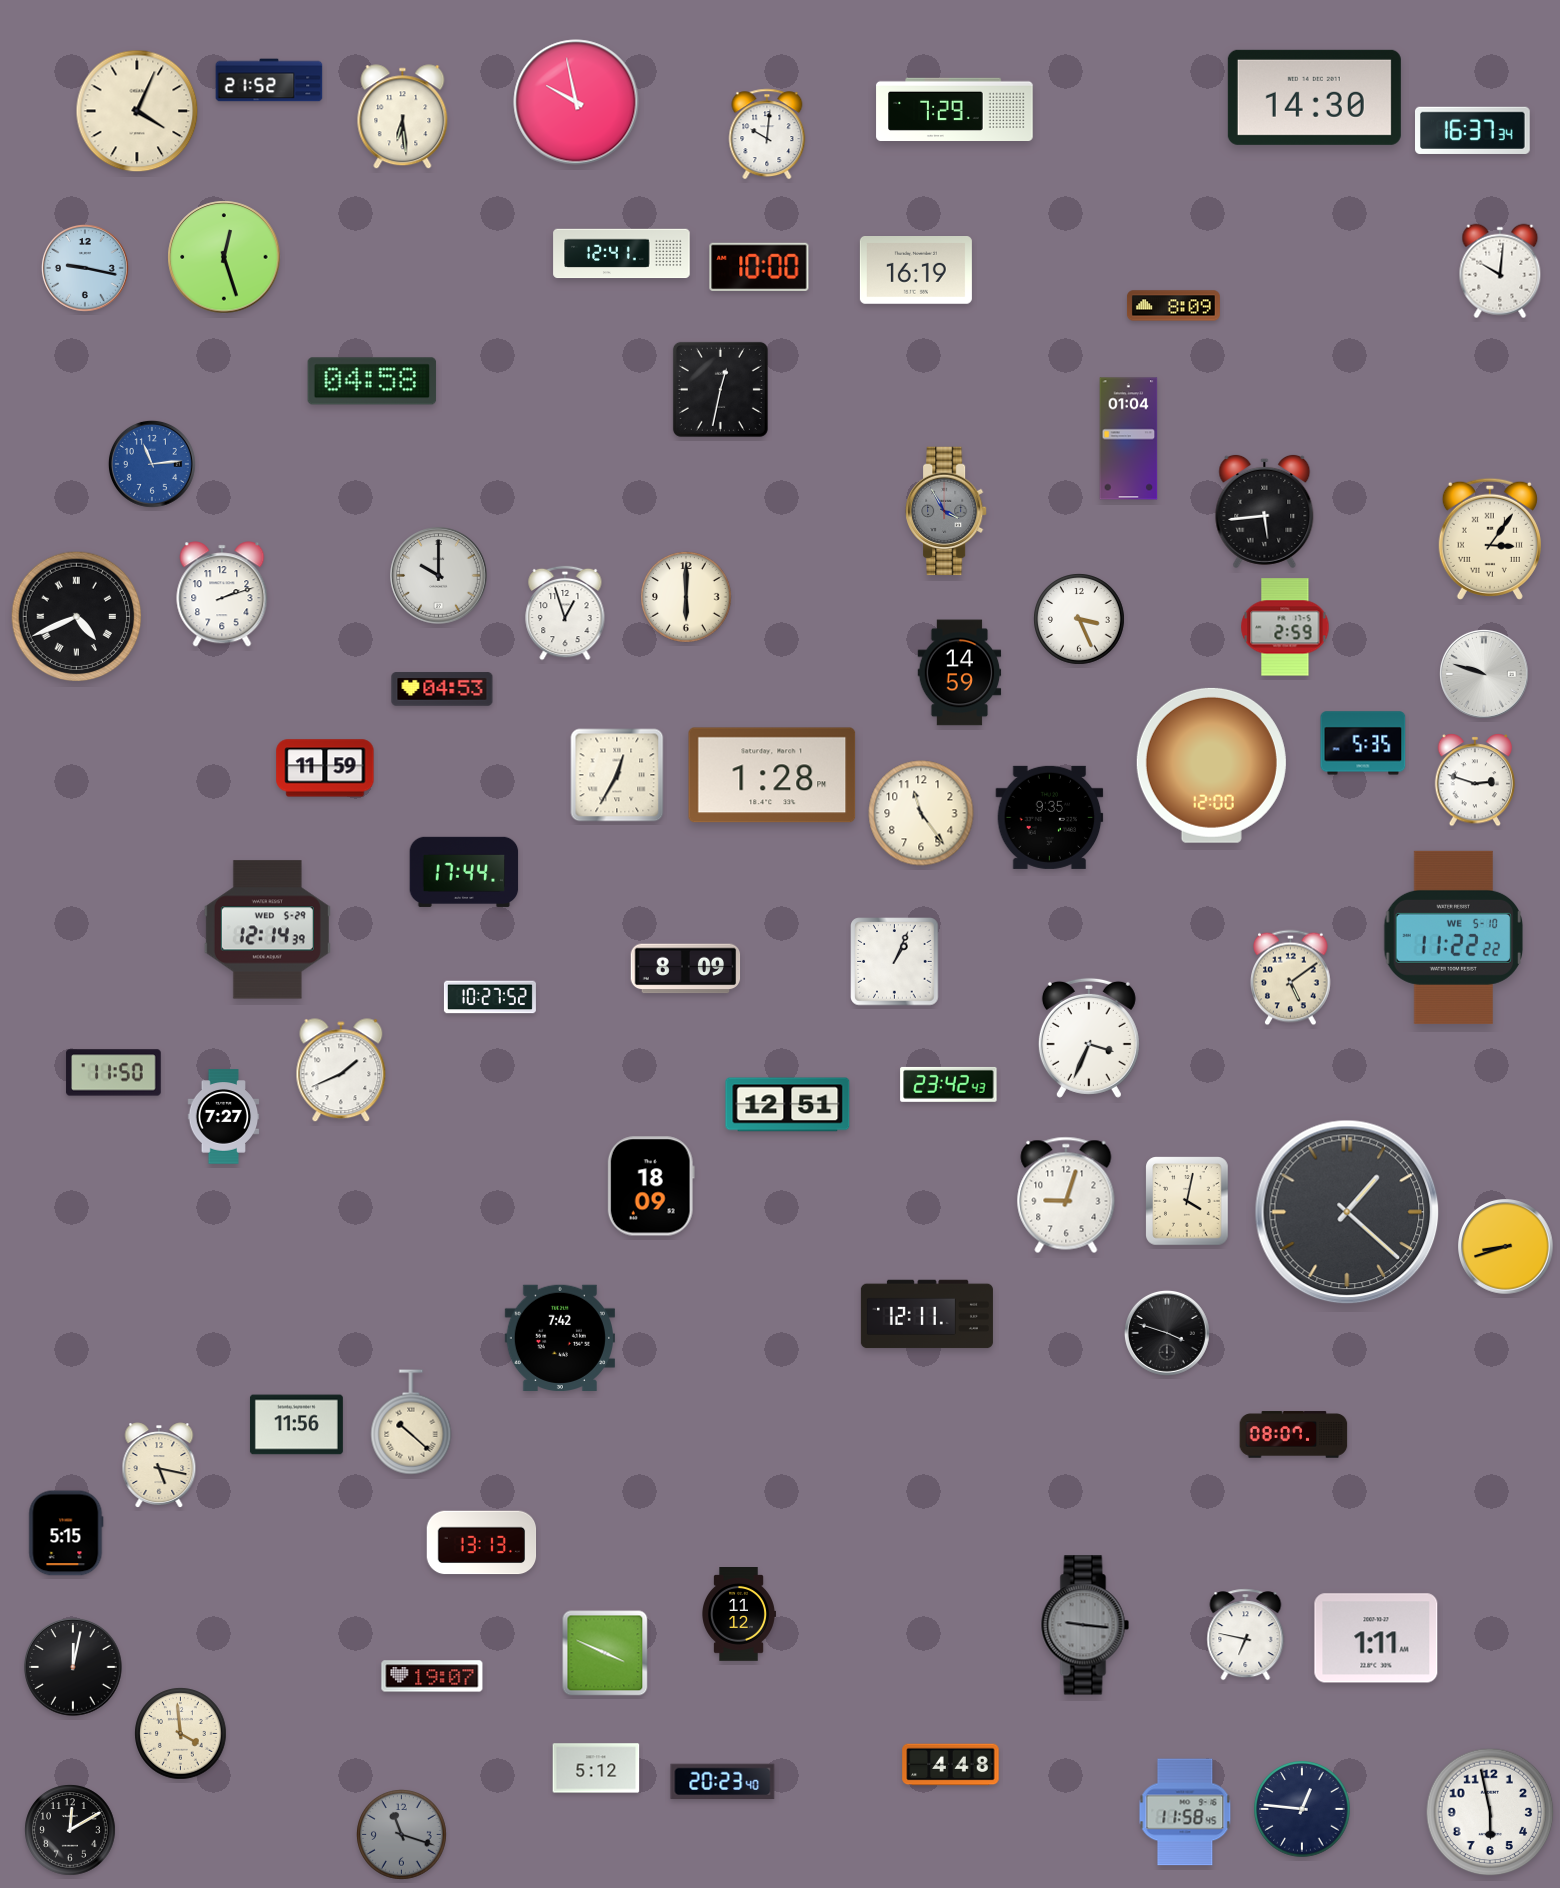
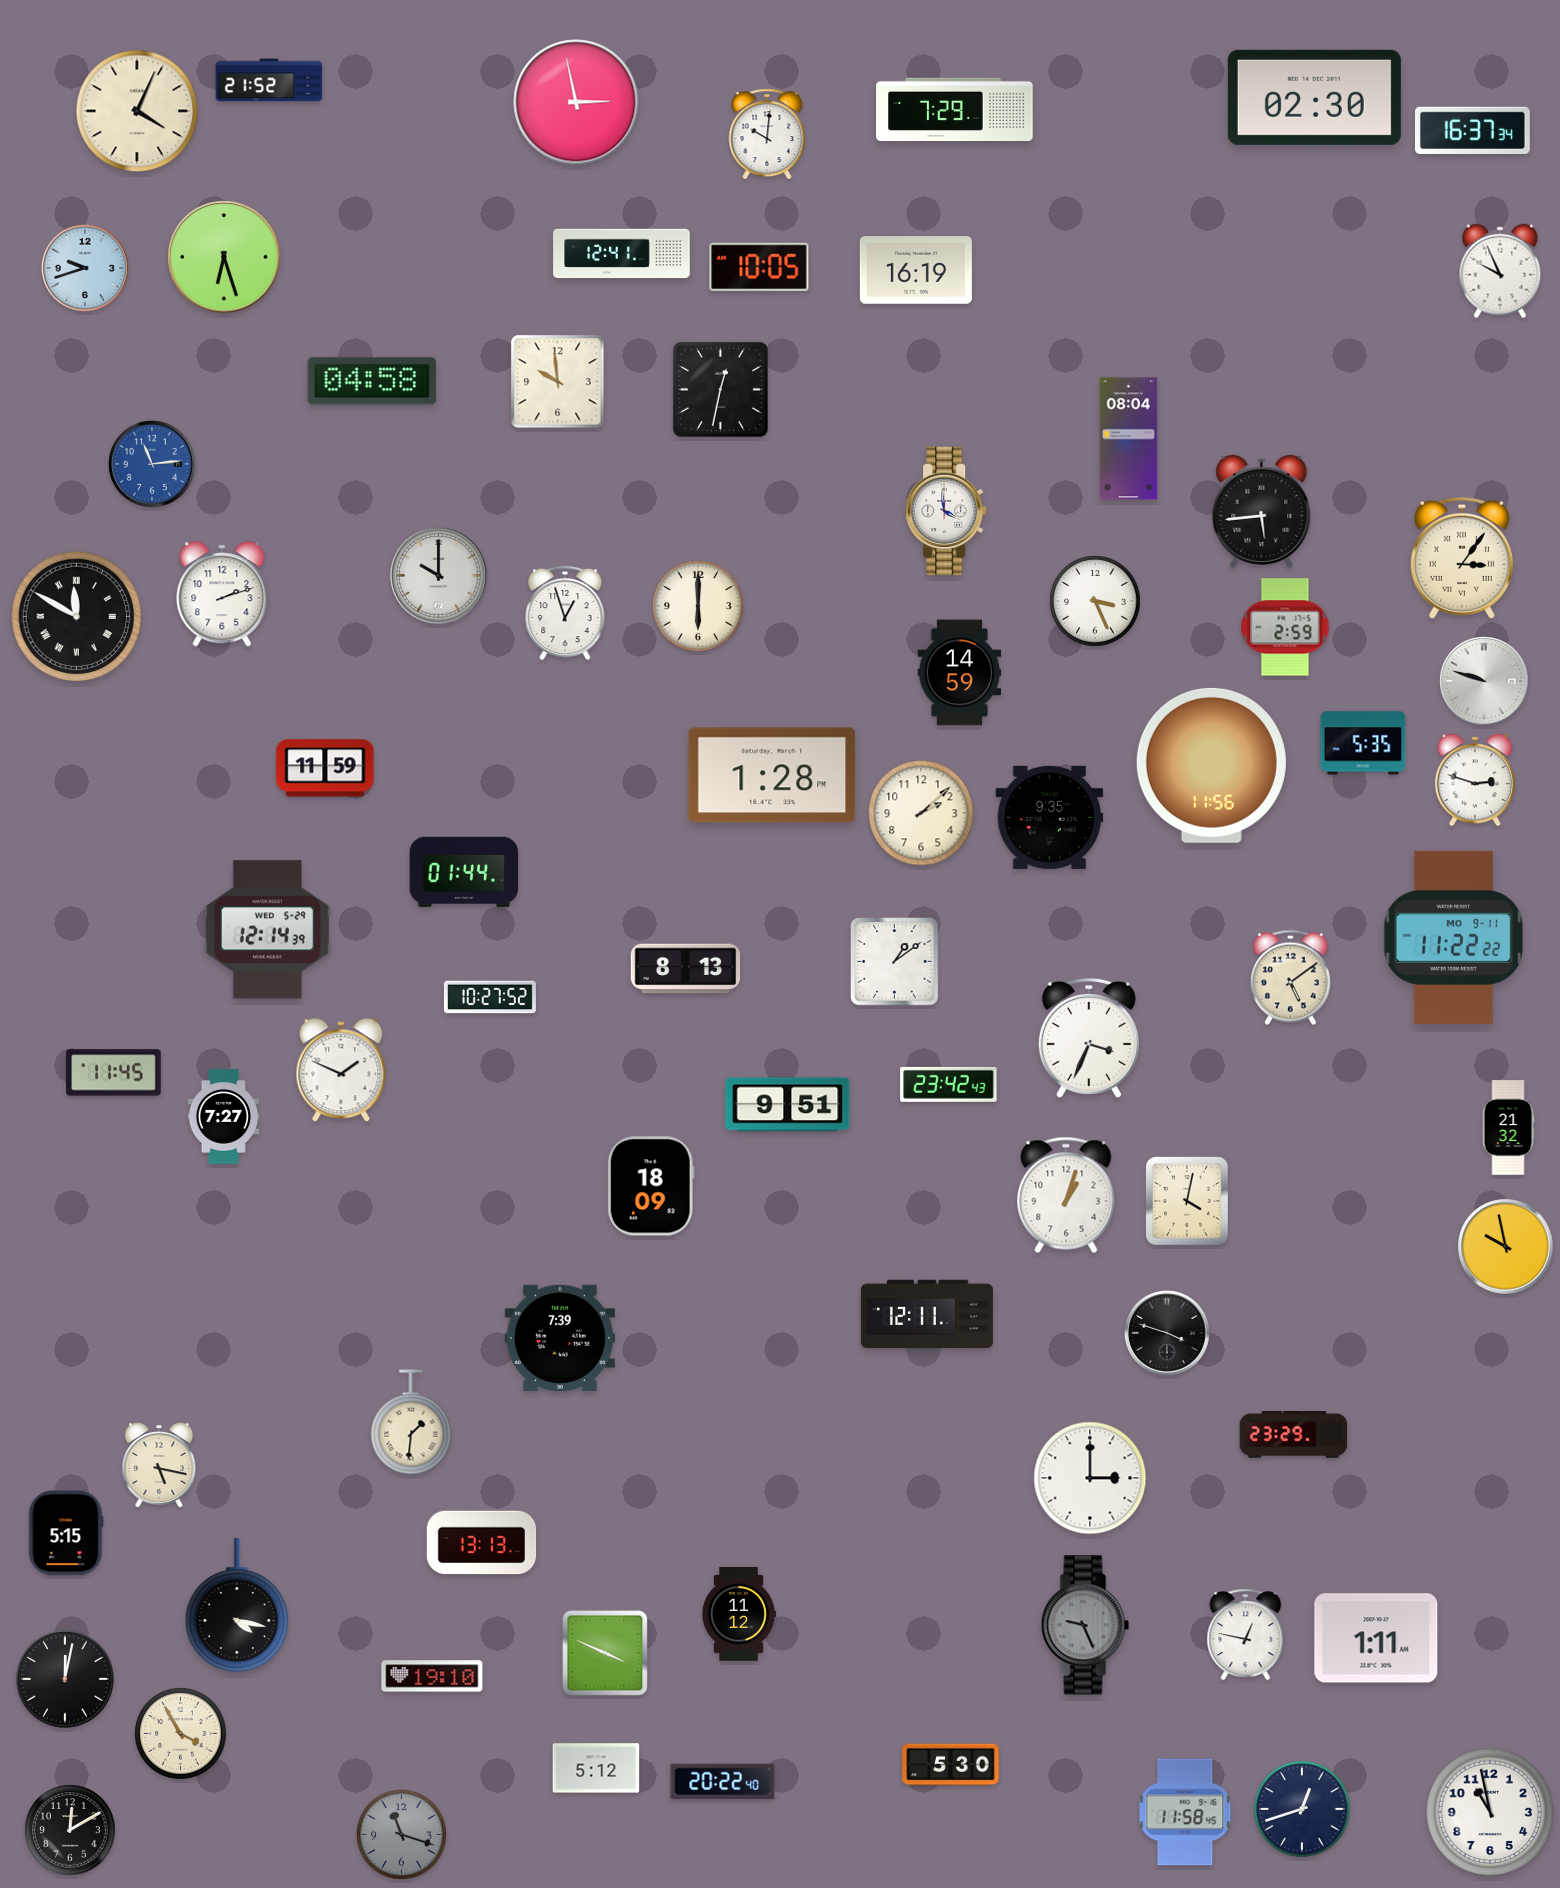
clock at (1314, 97): 14:30 -> 02:30
clock at (576, 102): 9:58 -> 2:58
clock at (403, 117): 6:29 -> none
clock at (224, 257): 12:27 -> 6:27
clock at (759, 266): 10:00 -> 10:05
clock at (85, 268): 9:17 -> 9:42
clock at (1500, 271): 10:01 -> 9:56
clock at (1173, 306): 8:09 -> none
clock at (558, 382): none -> 9:59
clock at (1129, 439): 01:04 -> 08:04
clock at (947, 511): 3:55 -> 3:59
clock at (947, 511) dial: grey -> white
clock at (1265, 511) position: (1265, 511) -> (1262, 511)
clock at (1490, 539) position: (1490, 539) -> (1462, 558)
clock at (686, 597) position: (686, 597) -> (698, 606)
clock at (77, 617): 4:41 -> 11:50
clock at (1079, 619) position: (1079, 619) -> (1095, 601)
clock at (1485, 675) position: (1485, 675) -> (1485, 682)
clock at (442, 689): 04:53 -> none
clock at (1211, 765): 12:00 -> 11:56
clock at (617, 775): 12:35 -> none
clock at (921, 813): 11:24 -> 2:08
clock at (464, 872): 17:44 -> 01:44
clock at (1454, 937) date: WE 5-10 -> MO 9-11
clock at (895, 962): 1:04 -> 1:09
clock at (686, 969): 8:09 -> 8:13
clock at (341, 1071): 1:41 -> 1:49
clock at (114, 1073): 11:50 -> 11:45
clock at (788, 1105): 12:51 -> 9:51
clock at (1508, 1128): none -> 21:32
clock at (1066, 1195): 9:03 -> 1:03
clock at (1347, 1212): 1:22 -> none
clock at (1506, 1247): 8:42 -> 9:58
clock at (560, 1337): 7:42 -> 7:39
clock at (411, 1422): 10:22 -> 1:31
clock at (296, 1425): 11:56 -> none
clock at (1294, 1435): 08:07 -> 23:29
clock at (1090, 1478): none -> 3:00
clock at (237, 1605): none -> 4:17
clock at (1085, 1625): 9:16 -> 9:26
clock at (1246, 1635): 6:47 -> 12:47
clock at (73, 1667) position: (73, 1667) -> (65, 1679)
clock at (432, 1676): 19:07 -> 19:10
clock at (181, 1734): 3:59 -> 3:55
clock at (951, 1765): 4:48 -> 5:30
clock at (723, 1782): 20:23 -> 20:22
clock at (1302, 1809): 12:46 -> 12:42
clock at (1490, 1812): 5:58 -> 10:58
